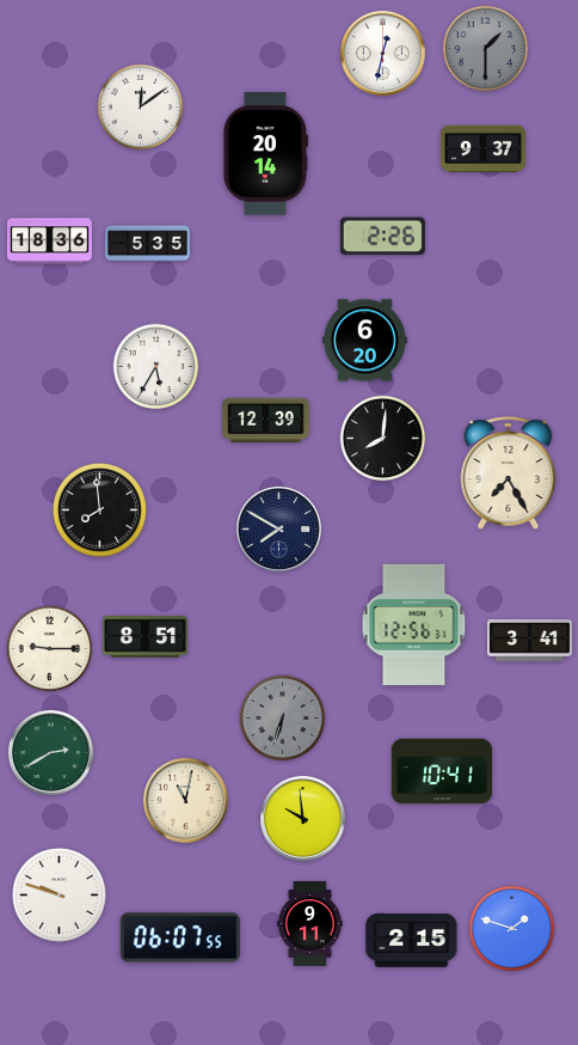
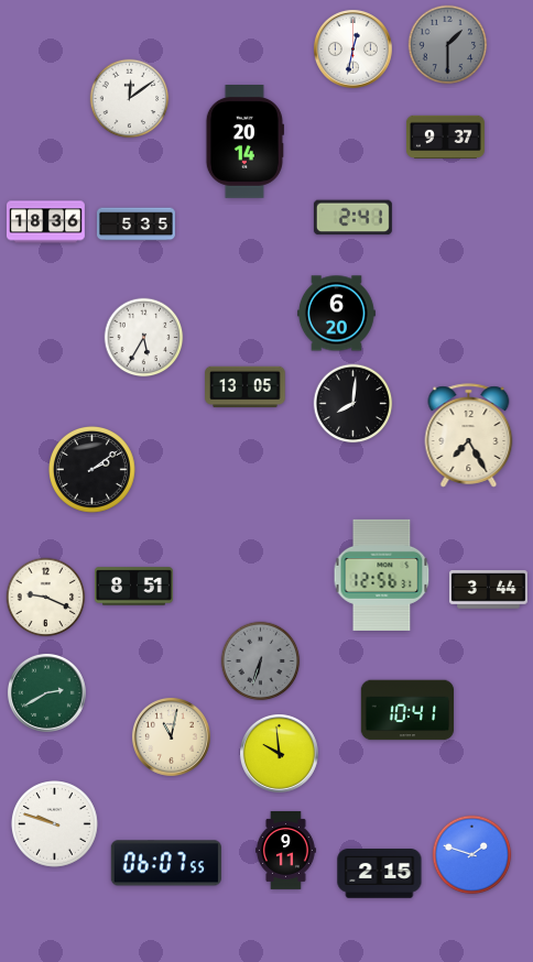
clock at (382, 237): 2:26 -> 2:41
clock at (266, 421): 12:39 -> 13:05
clock at (100, 511): 7:59 -> 2:09
clock at (278, 528): 7:50 -> none
clock at (529, 641): 3:41 -> 3:44
clock at (50, 649): 9:15 -> 9:19
clock at (412, 941) position: (412, 941) -> (380, 874)
